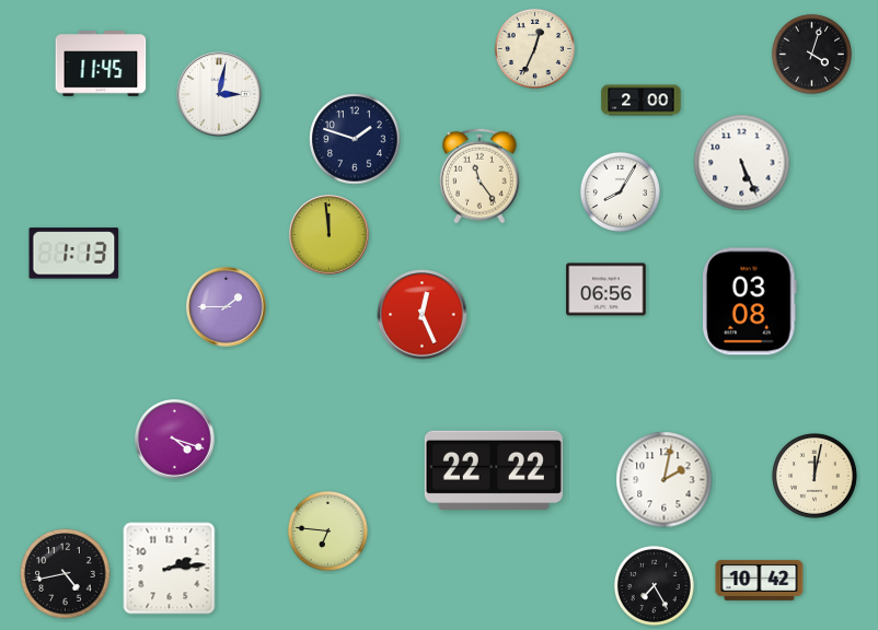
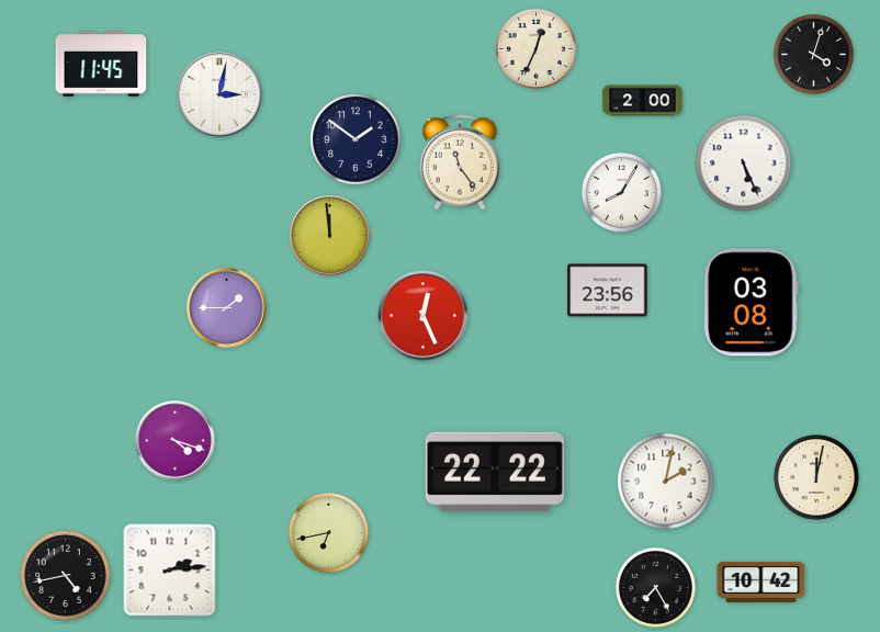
clock at (355, 139): 1:48 -> 1:51
clock at (481, 176) position: (481, 176) -> (461, 162)
clock at (74, 254): 1:13 -> none
clock at (606, 290): 06:56 -> 23:56
clock at (327, 530): 6:46 -> 6:43
